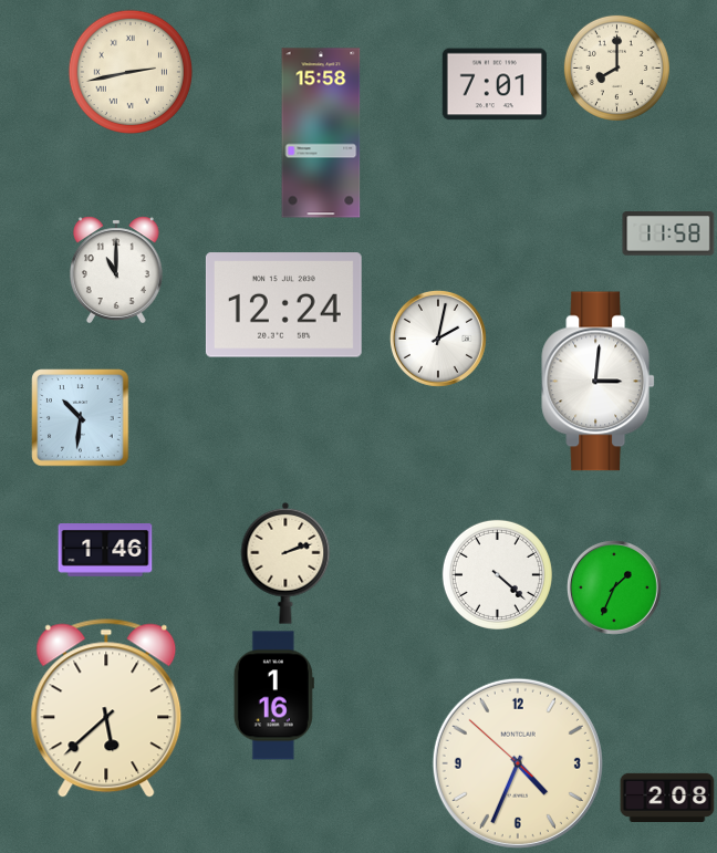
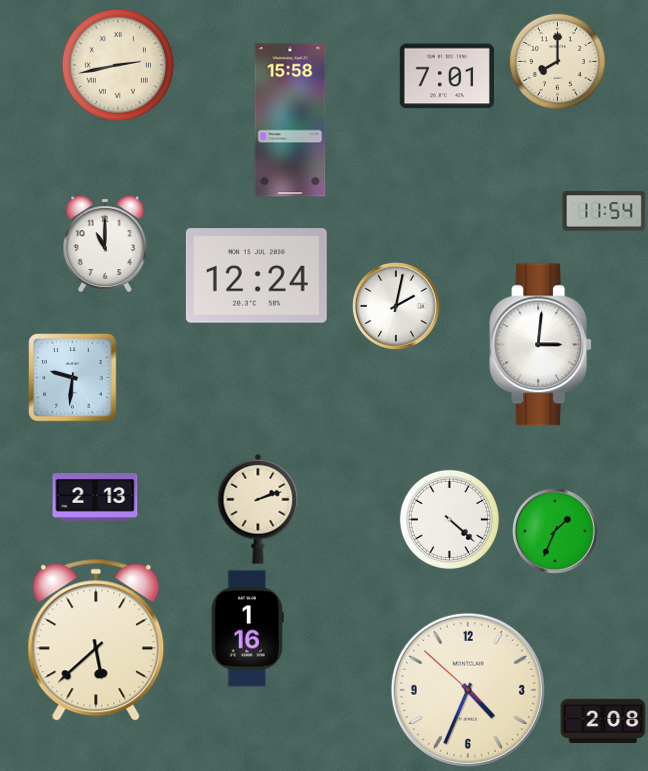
clock at (668, 233): 11:58 -> 11:54
clock at (81, 418): 10:31 -> 9:31
clock at (105, 550): 1:46 -> 2:13
